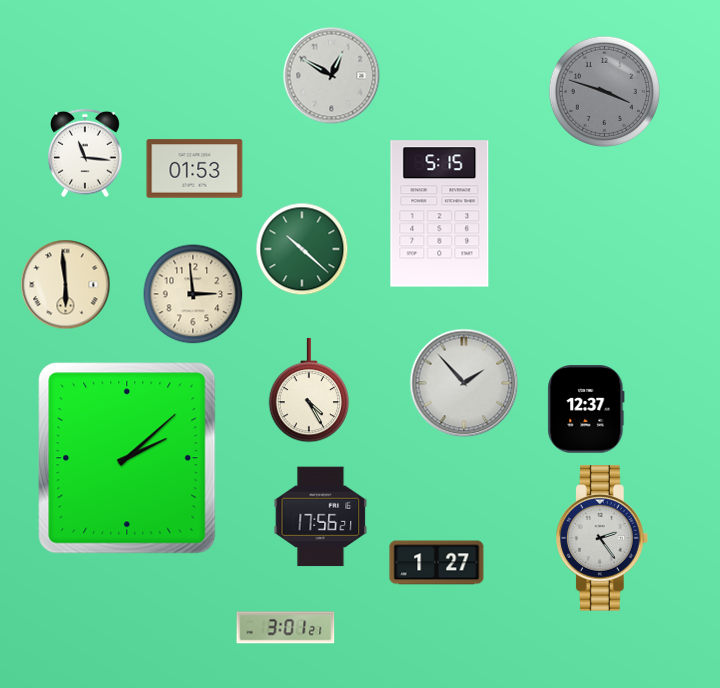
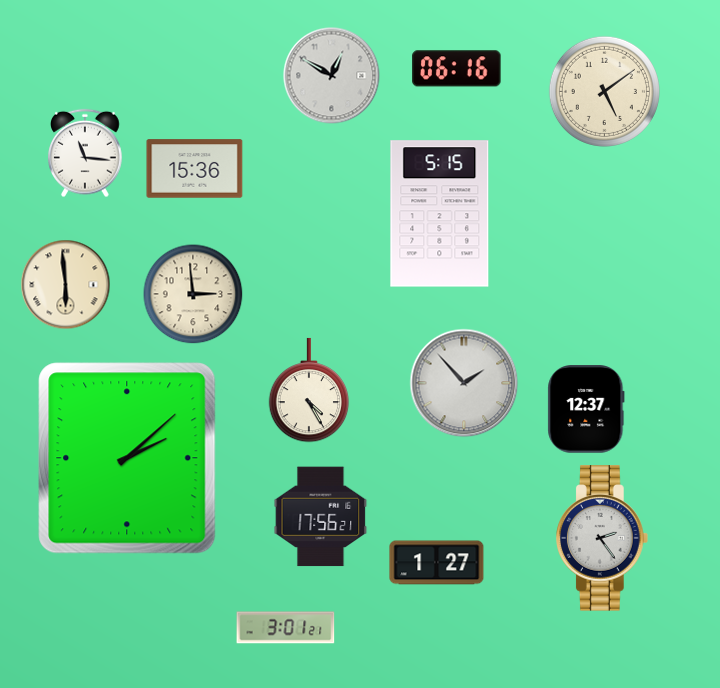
clock at (457, 69): none -> 06:16
clock at (604, 91): 3:48 -> 5:09
clock at (604, 91) dial: grey -> cream
clock at (195, 169): 01:53 -> 15:36
clock at (302, 249): 10:22 -> none
